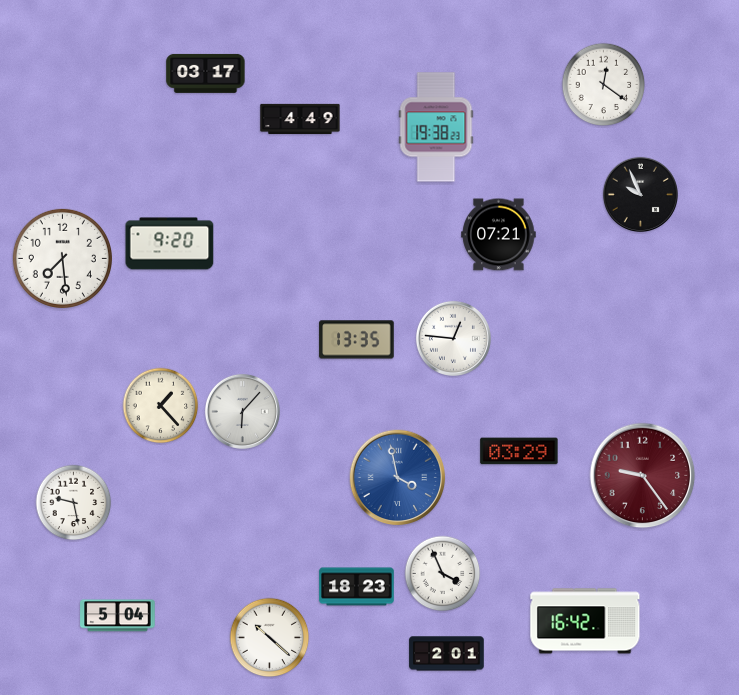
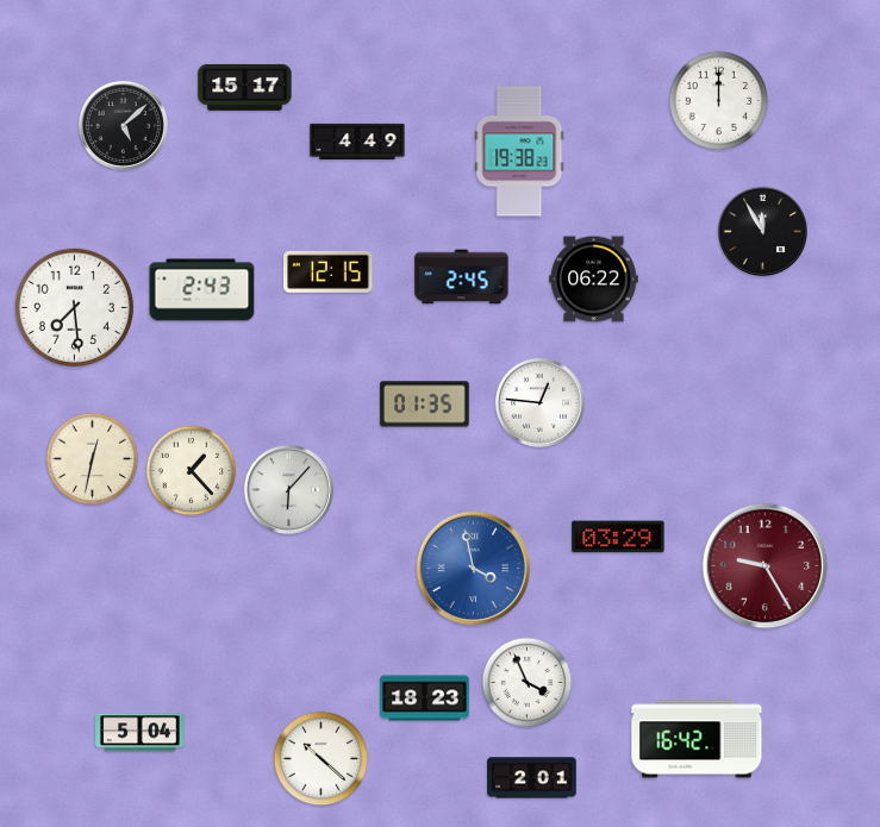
clock at (206, 73): 03:17 -> 15:17
clock at (604, 85): 12:21 -> 12:00
clock at (123, 125): none -> 5:08
clock at (640, 194): 9:56 -> 11:55
clock at (329, 271): none -> 12:15
clock at (462, 277): none -> 2:45
clock at (499, 235): 07:21 -> 06:22
clock at (170, 244): 9:20 -> 2:43
clock at (357, 340): 13:35 -> 01:35
clock at (93, 459): none -> 12:32
clock at (161, 406) position: (161, 406) -> (192, 471)
clock at (643, 476): 9:24 -> 9:25
clock at (74, 503): 9:28 -> none
